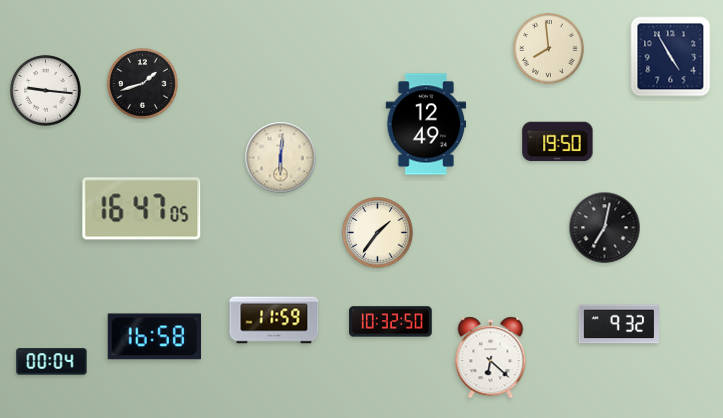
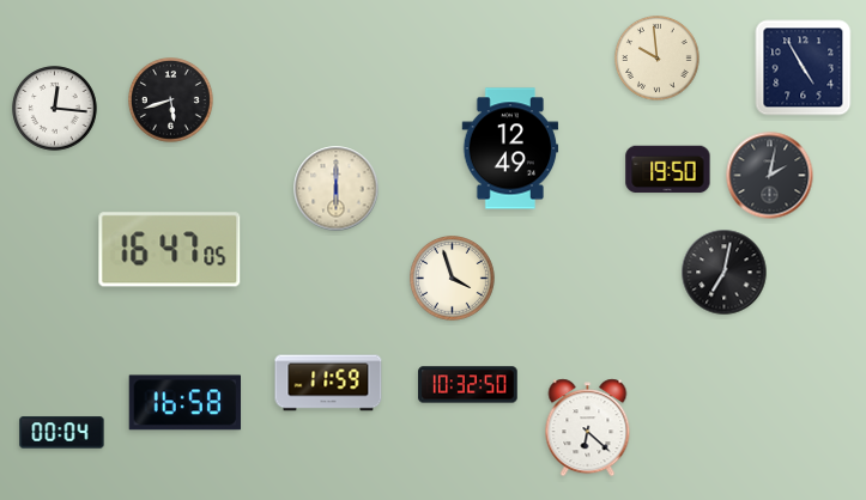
clock at (549, 49): 7:59 -> 9:59
clock at (143, 84): 1:42 -> 5:42
clock at (46, 91): 9:16 -> 12:16
clock at (770, 176): none -> 2:02
clock at (281, 158): 6:01 -> 6:00
clock at (378, 233): 1:36 -> 3:57
clock at (619, 324): 9:32 -> none
